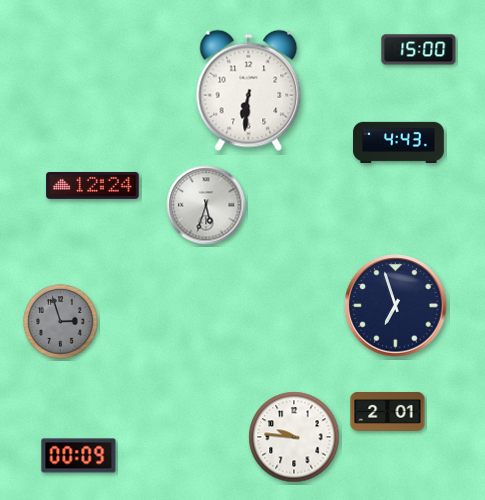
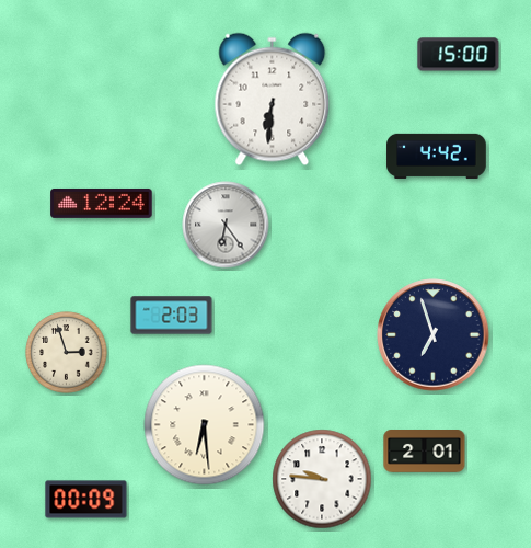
clock at (399, 142): 4:43 -> 4:42
clock at (206, 205): 5:33 -> 6:24
clock at (172, 316): none -> 2:03
clock at (61, 322) dial: grey -> cream
clock at (205, 425): none -> 6:29
